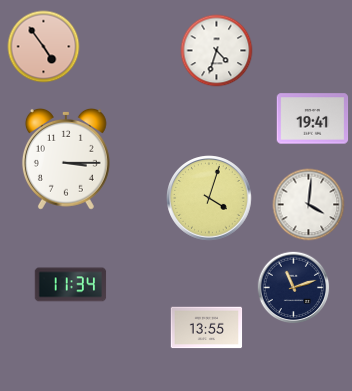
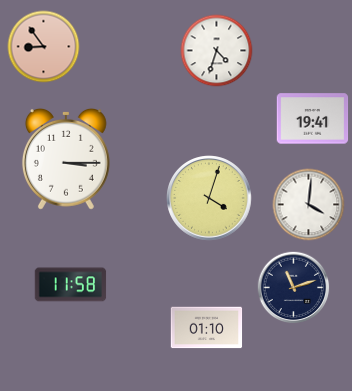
clock at (44, 47): 4:54 -> 8:54
clock at (71, 285): 11:34 -> 11:58
clock at (207, 328): 13:55 -> 01:10
